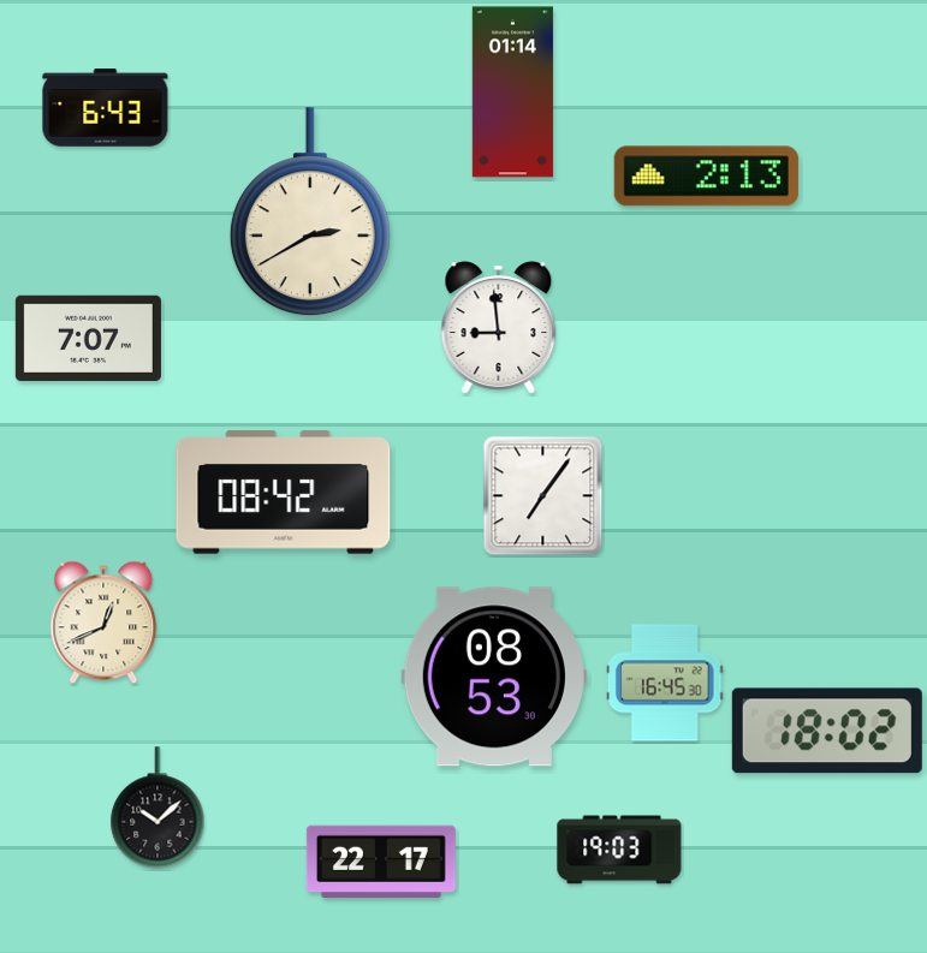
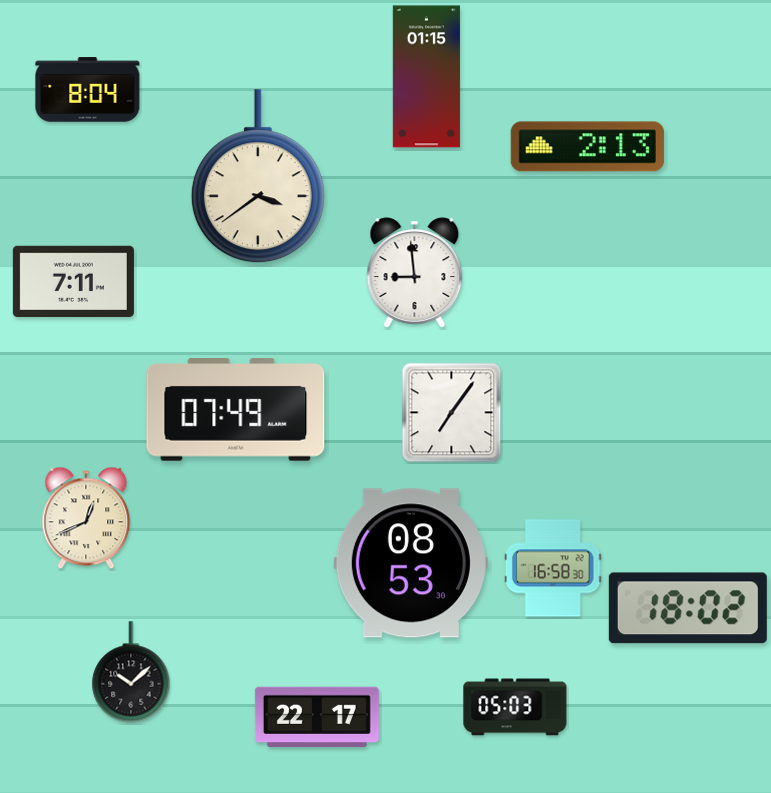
clock at (512, 93): 01:14 -> 01:15
clock at (106, 108): 6:43 -> 8:04
clock at (310, 213): 2:40 -> 3:39
clock at (88, 338): 7:07 -> 7:11
clock at (284, 493): 08:42 -> 07:49
clock at (665, 683): 16:45 -> 16:58
clock at (619, 850): 19:03 -> 05:03
